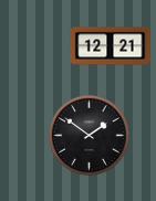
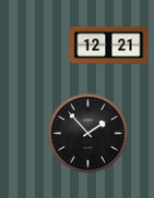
clock at (89, 135): 1:51 -> 1:53
